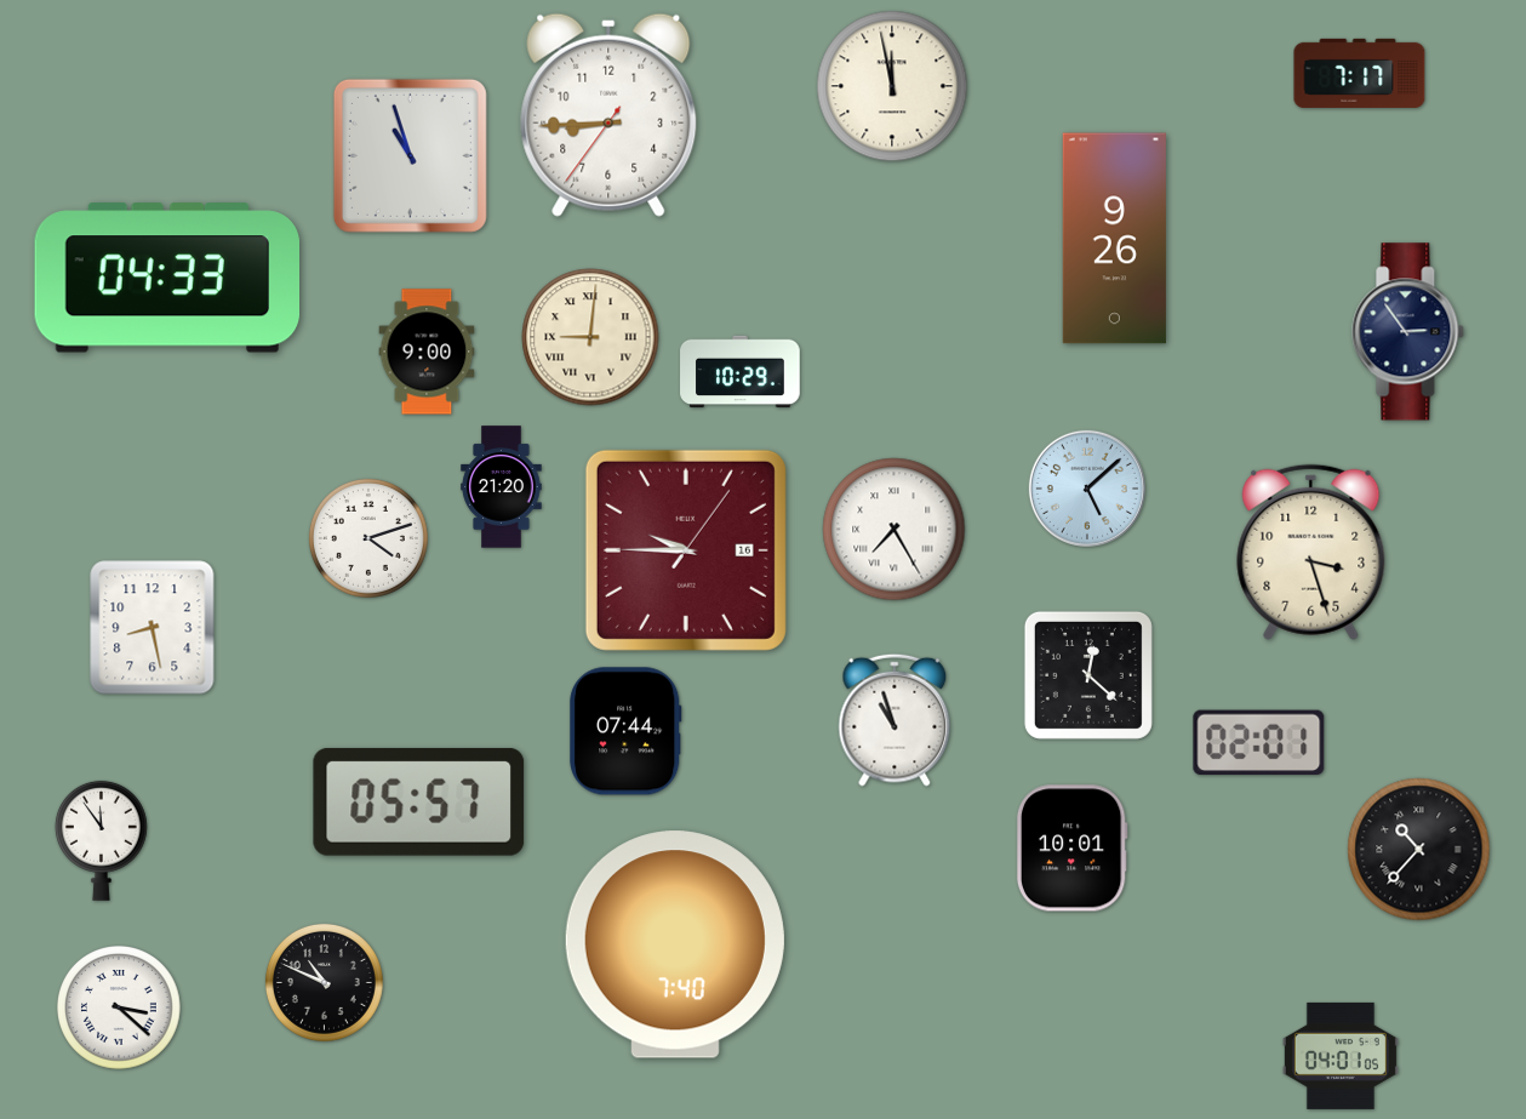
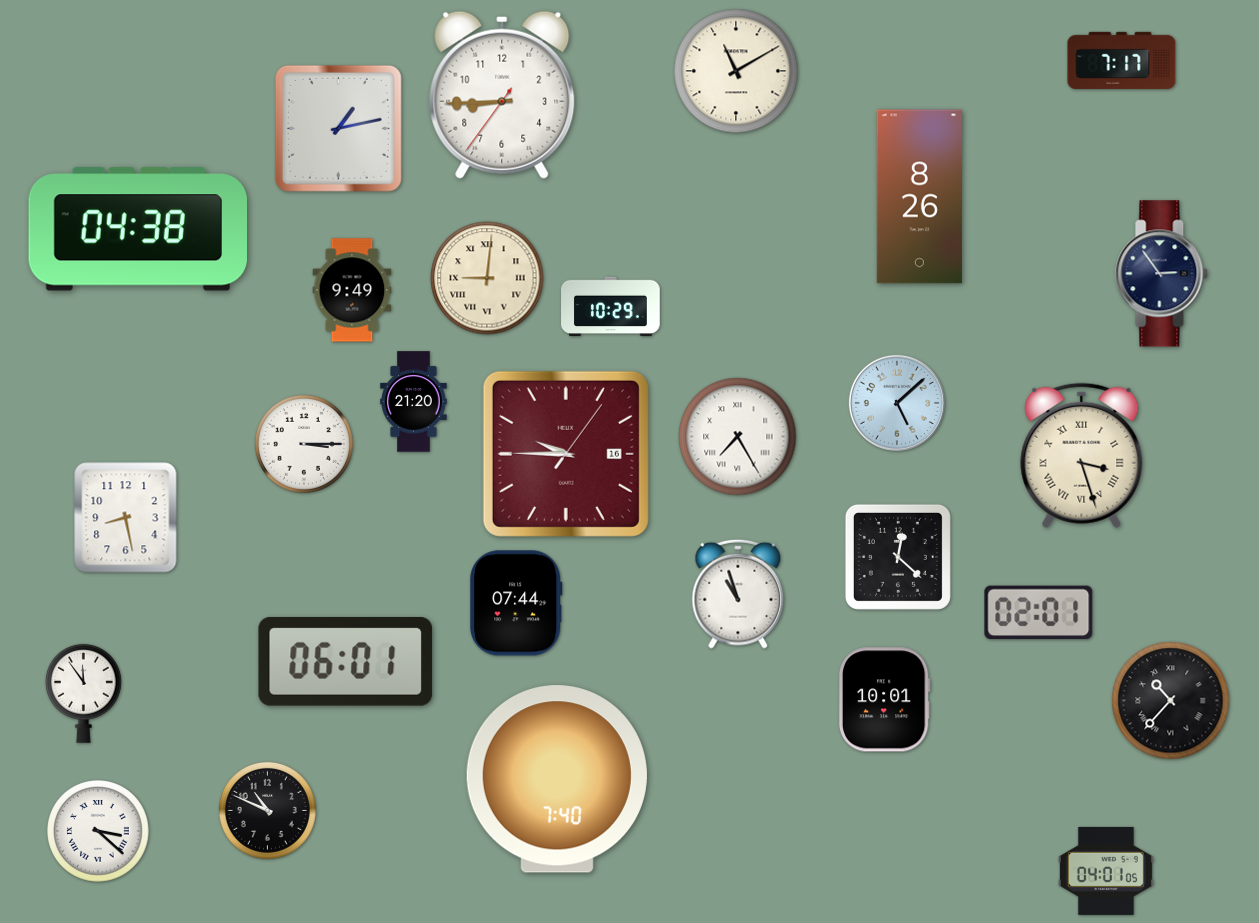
clock at (892, 86): 11:58 -> 11:10
clock at (410, 155): 10:57 -> 1:13
clock at (1114, 239): 9:26 -> 8:26
clock at (166, 278): 04:33 -> 04:38
clock at (427, 352): 9:00 -> 9:49
clock at (368, 538): 4:12 -> 3:15
clock at (1311, 552) numerals: Arabic -> Roman
clock at (419, 801): 05:57 -> 06:01
